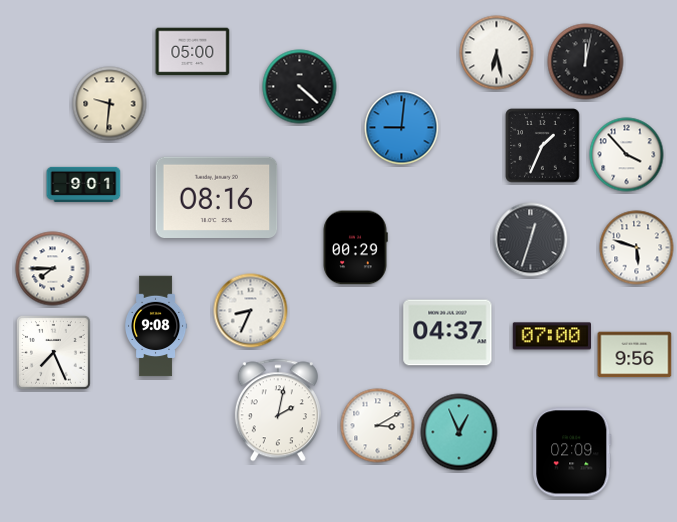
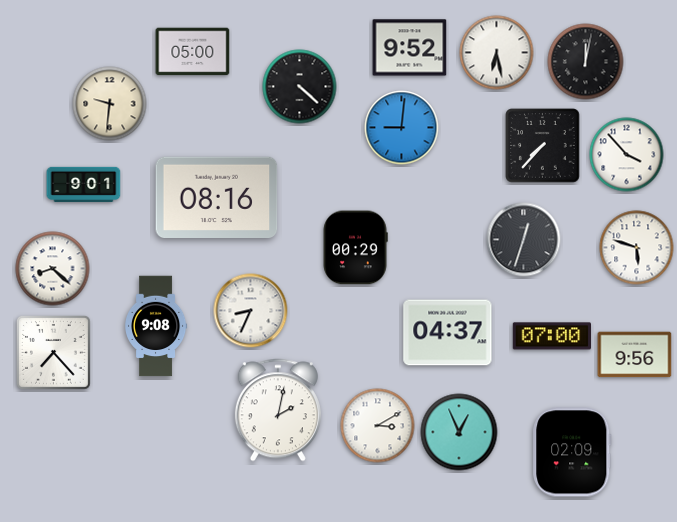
clock at (410, 48): none -> 9:52
clock at (543, 146): 1:34 -> 7:37
clock at (531, 240) position: (531, 240) -> (524, 240)
clock at (53, 269): 7:45 -> 8:22
clock at (53, 352): 7:26 -> 7:23
